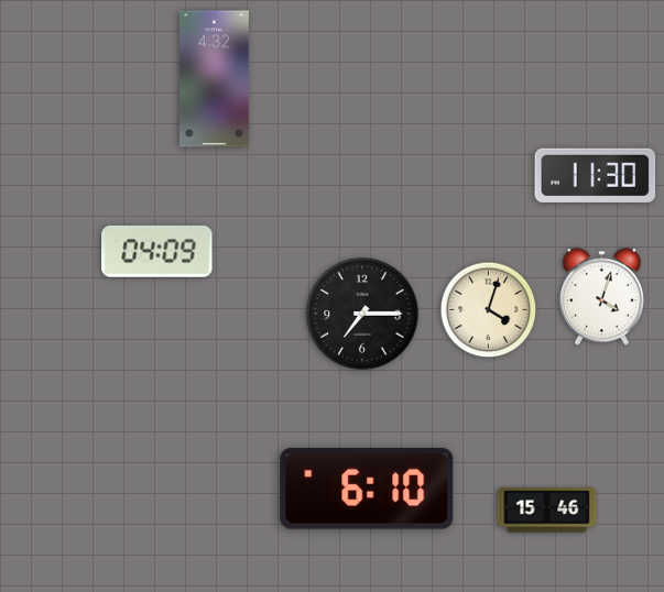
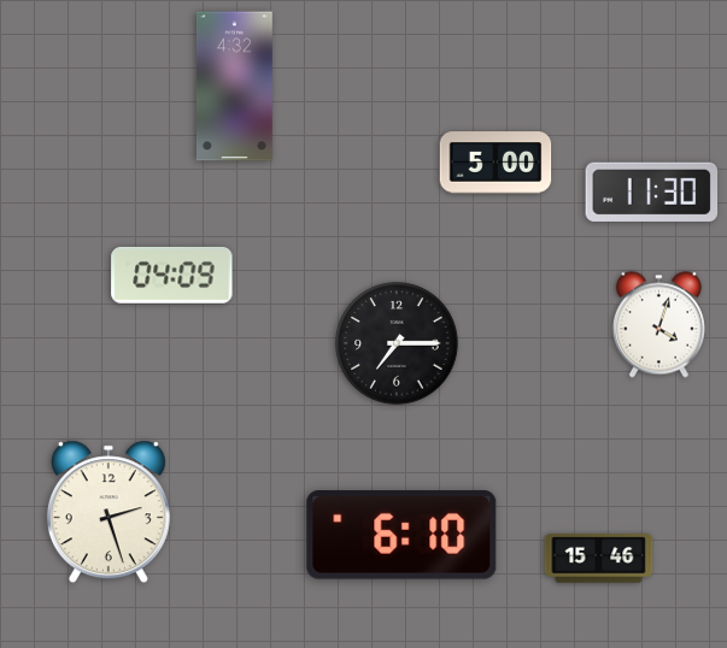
clock at (496, 163): none -> 5:00
clock at (489, 310): 4:03 -> none
clock at (109, 512): none -> 2:27
